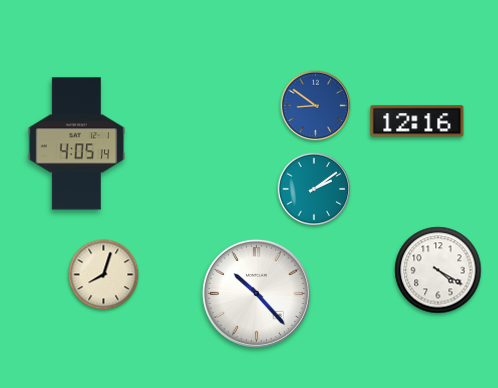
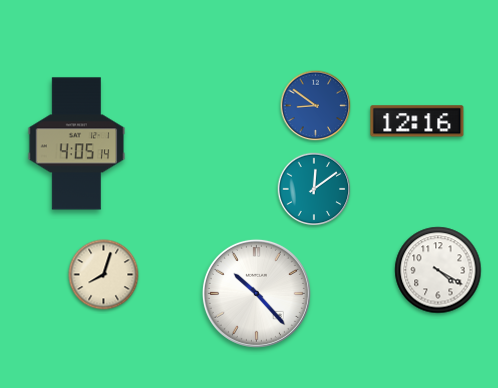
clock at (314, 189): 2:09 -> 12:09
